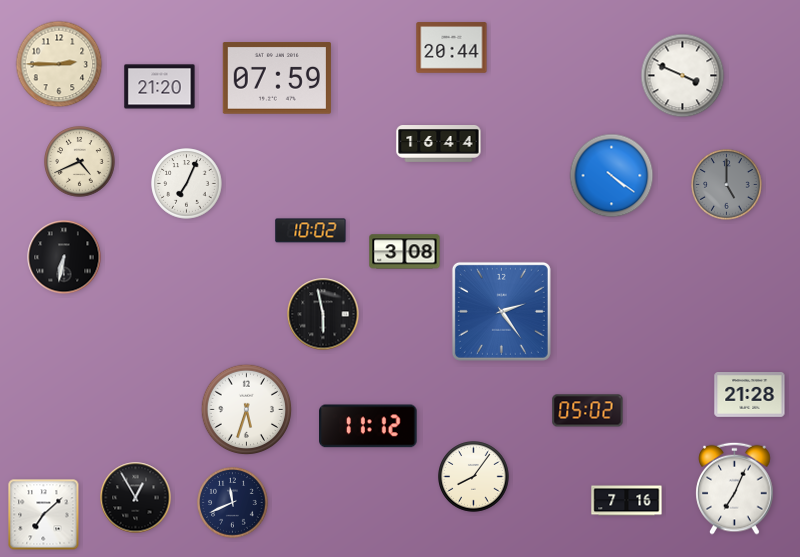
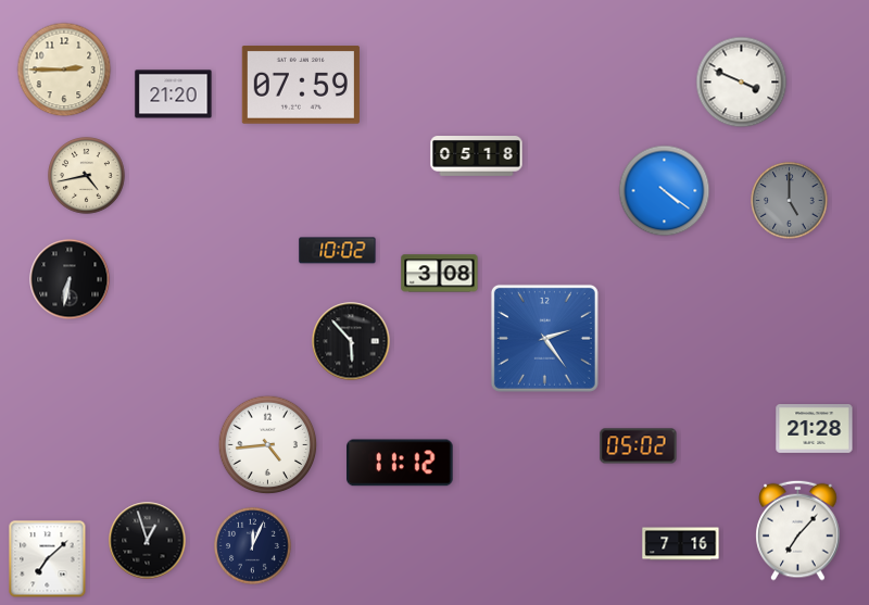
clock at (452, 48): 20:44 -> none
clock at (439, 144): 16:44 -> 05:18
clock at (80, 162): 4:41 -> 4:43
clock at (187, 184): 7:04 -> none
clock at (323, 314): 5:58 -> 5:53
clock at (247, 410): 5:33 -> 4:44
clock at (474, 477): 8:06 -> none
clock at (735, 488): 7:04 -> 7:07
clock at (136, 498): 12:55 -> 12:57
clock at (233, 503): 11:41 -> 12:04
